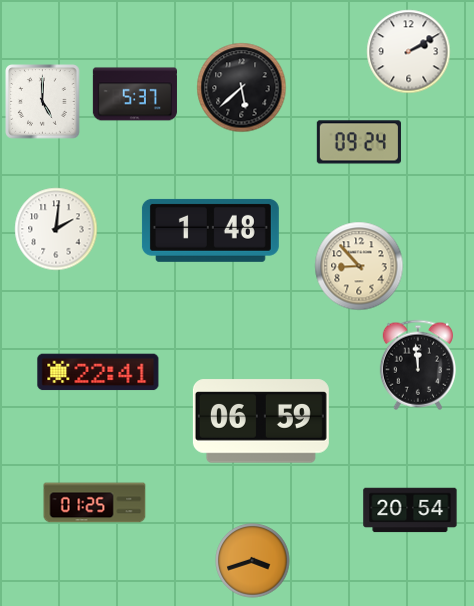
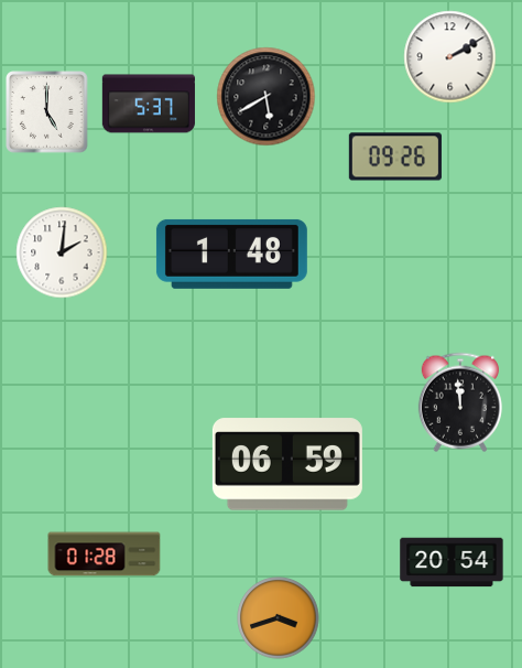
clock at (242, 88): 5:38 -> 5:40
clock at (359, 142): 09:24 -> 09:26
clock at (359, 266): 8:53 -> none
clock at (98, 372): 22:41 -> none
clock at (95, 503): 01:25 -> 01:28
